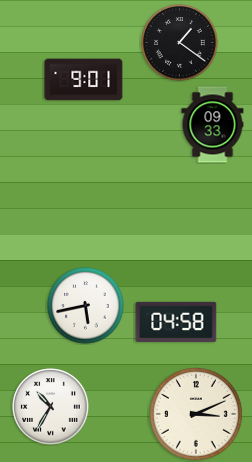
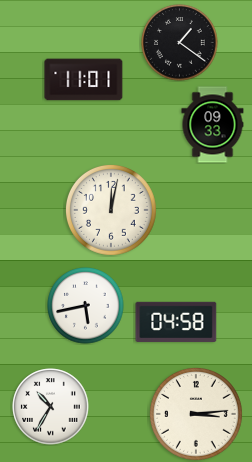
clock at (84, 80): 9:01 -> 11:01
clock at (111, 210): none -> 12:02
clock at (196, 414): 3:11 -> 3:14
